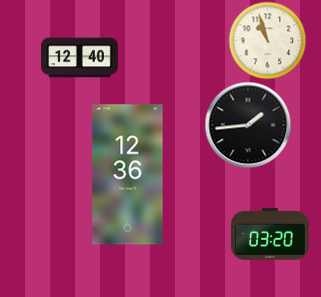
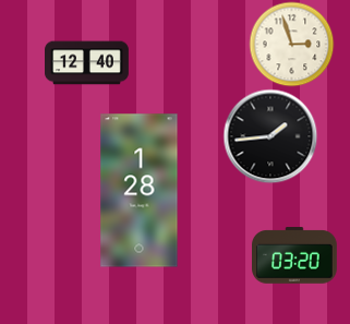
clock at (267, 40): 10:57 -> 2:57
clock at (128, 175): 12:36 -> 1:28
